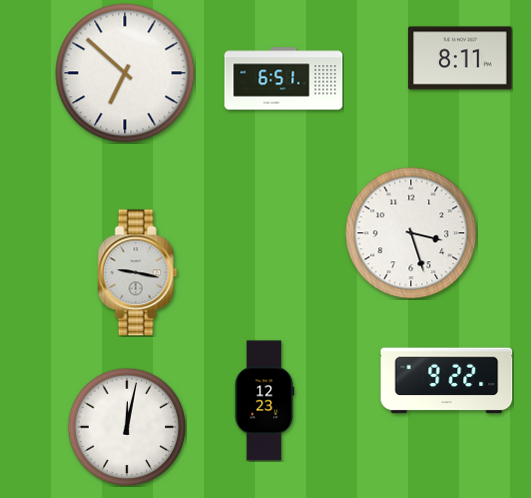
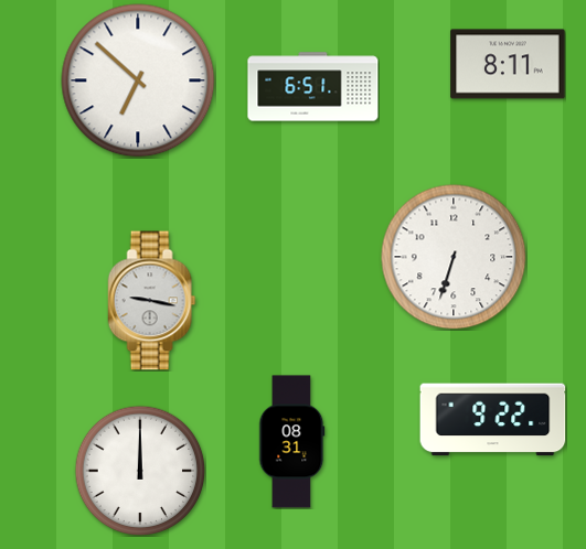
clock at (411, 233): 3:27 -> 6:33
clock at (265, 401): 12:23 -> 08:31
clock at (127, 427): 12:02 -> 12:00
